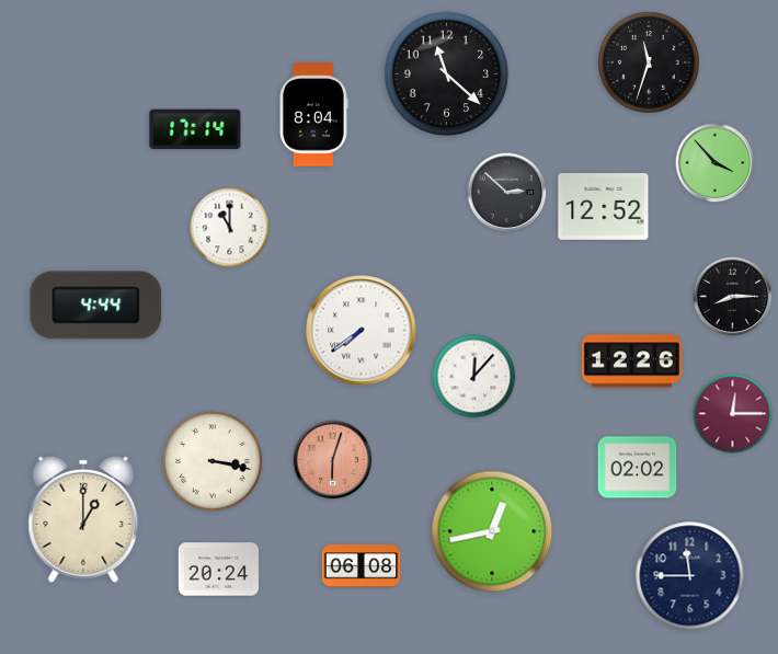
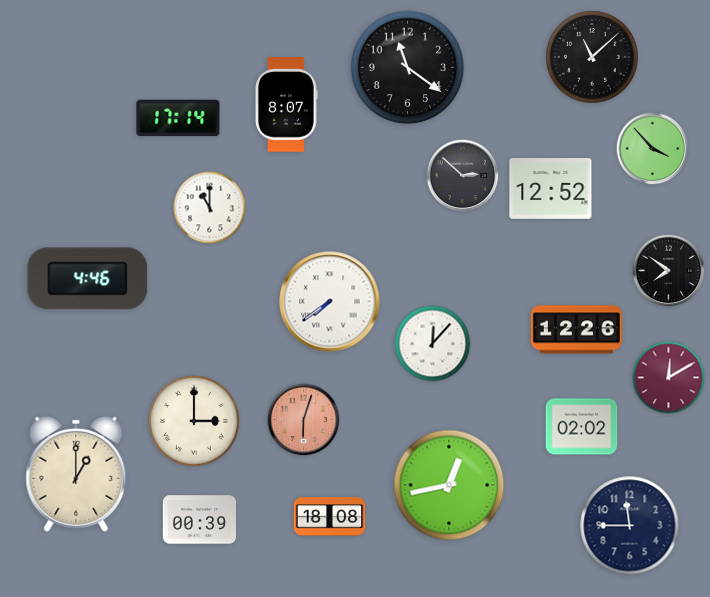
clock at (649, 62): 11:33 -> 11:08
clock at (447, 74): 11:22 -> 11:21
clock at (313, 115): 8:04 -> 8:07
clock at (733, 297): 8:15 -> 7:51
clock at (96, 306): 4:44 -> 4:46
clock at (733, 414): 12:15 -> 12:10
clock at (214, 462): 3:17 -> 3:00
clock at (362, 566): 06:08 -> 18:08
clock at (219, 570): 20:24 -> 00:39
